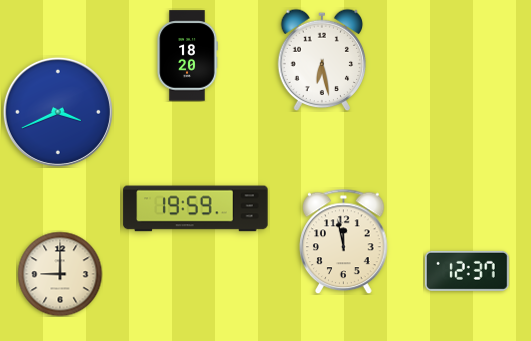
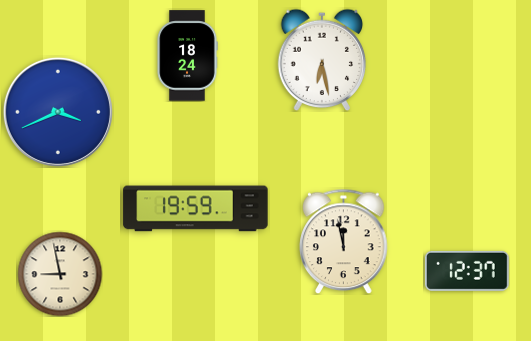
clock at (187, 56): 18:20 -> 18:24
clock at (60, 274): 9:00 -> 8:58
